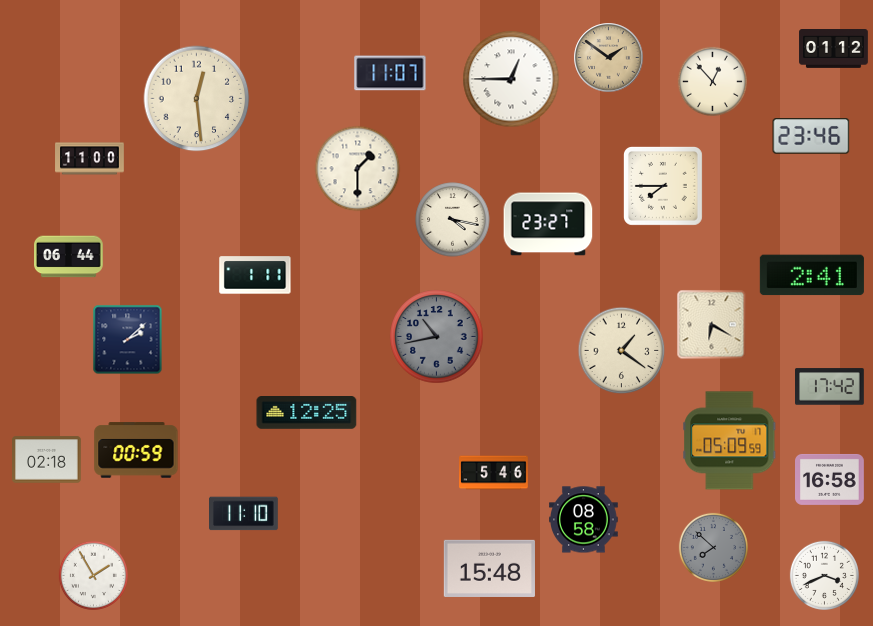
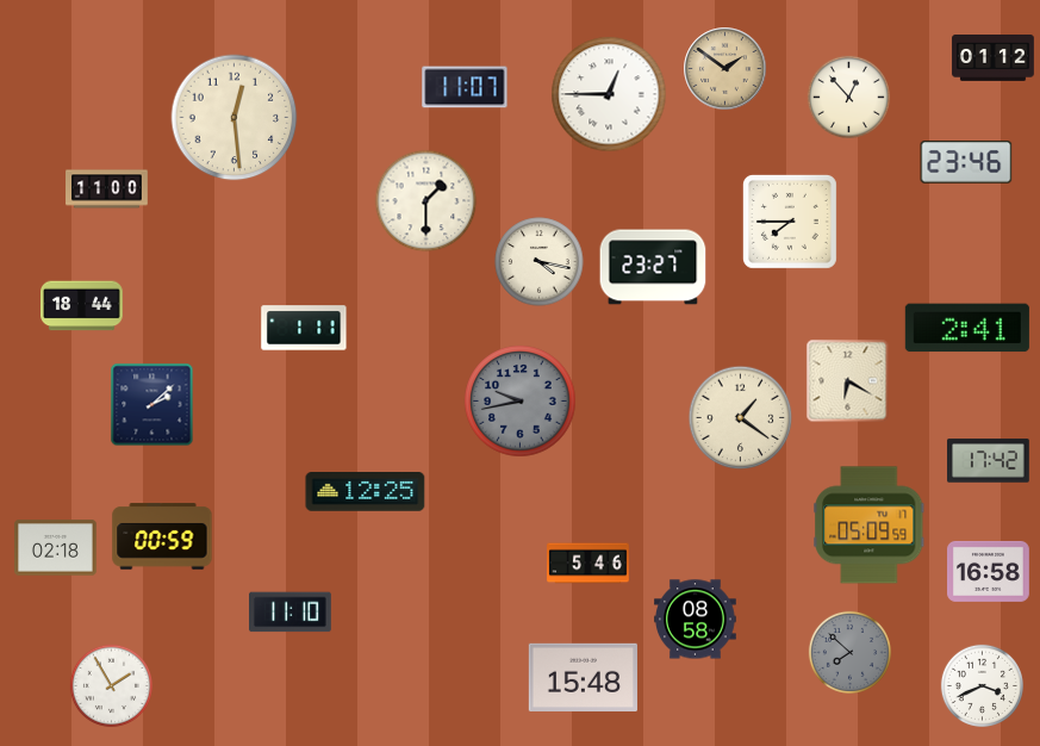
clock at (69, 257): 06:44 -> 18:44
clock at (712, 325) position: (712, 325) -> (848, 381)
clock at (437, 337): 10:43 -> 9:43
